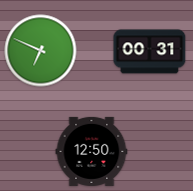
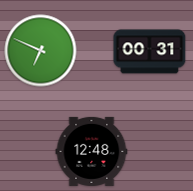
clock at (92, 151): 12:50 -> 12:48
